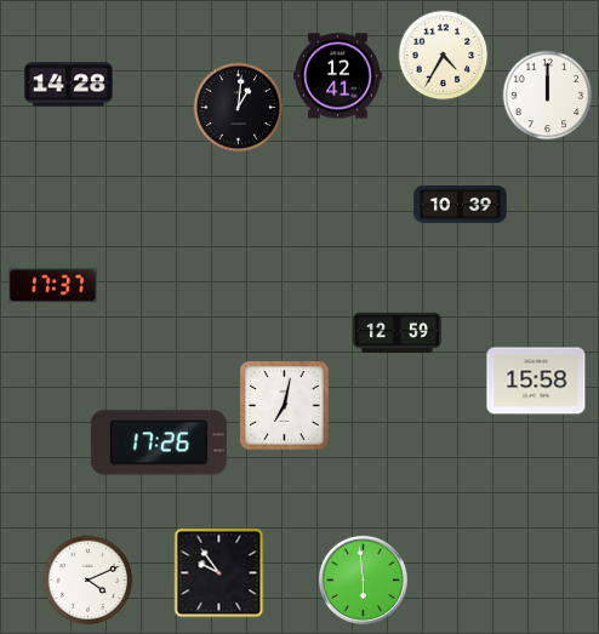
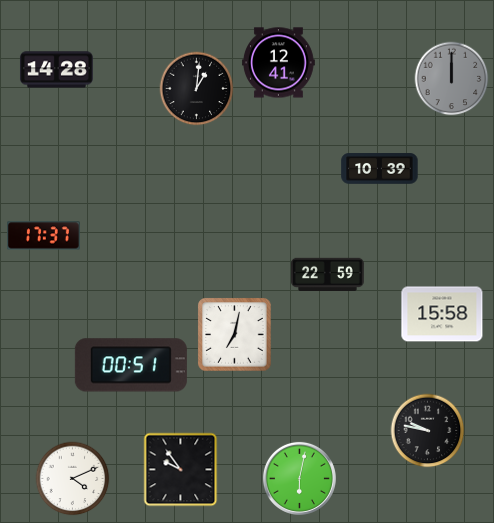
clock at (444, 56): 4:35 -> none
clock at (548, 96) dial: white -> grey
clock at (397, 332): 12:59 -> 22:59
clock at (159, 442): 17:26 -> 00:51
clock at (428, 431): none -> 9:47
clock at (219, 573) position: (219, 573) -> (181, 470)
clock at (363, 579): 5:59 -> 6:02
